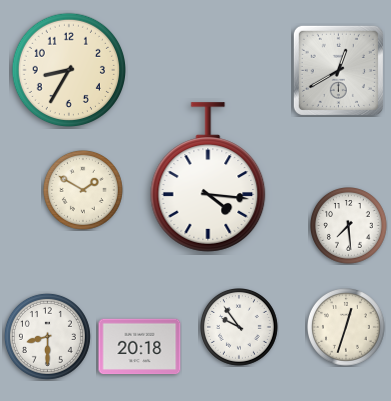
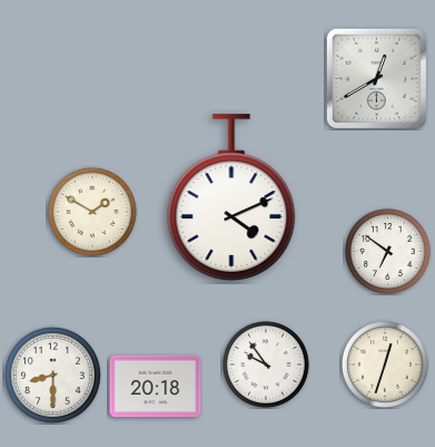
clock at (68, 69): 8:35 -> none
clock at (208, 177): 4:16 -> 4:11
clock at (349, 226): 7:29 -> 6:51
